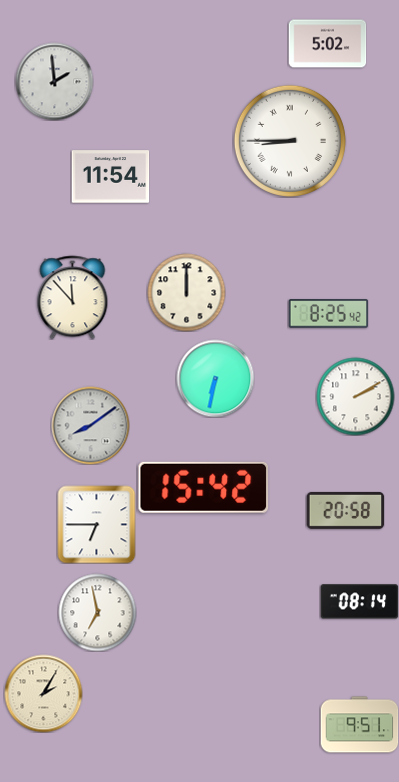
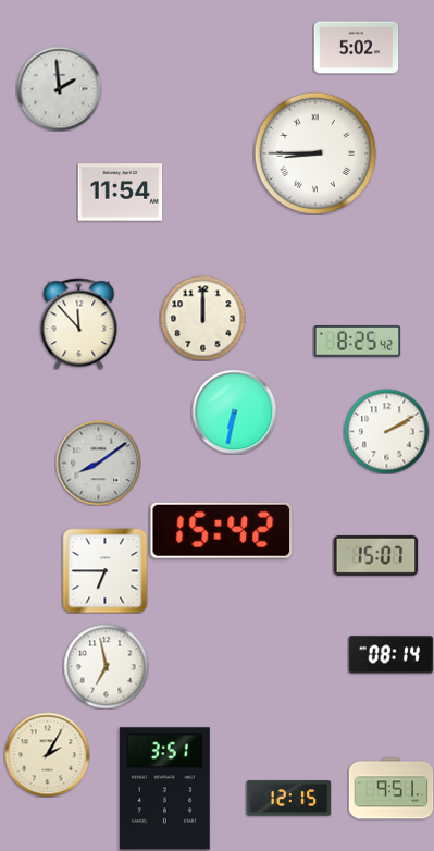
clock at (345, 510): 20:58 -> 15:07
clock at (164, 789): none -> 3:51
clock at (288, 799): none -> 12:15
